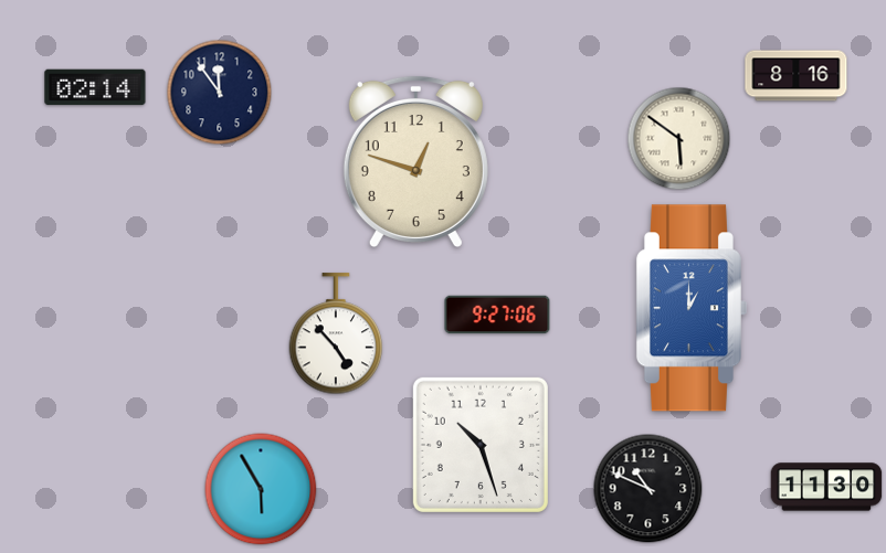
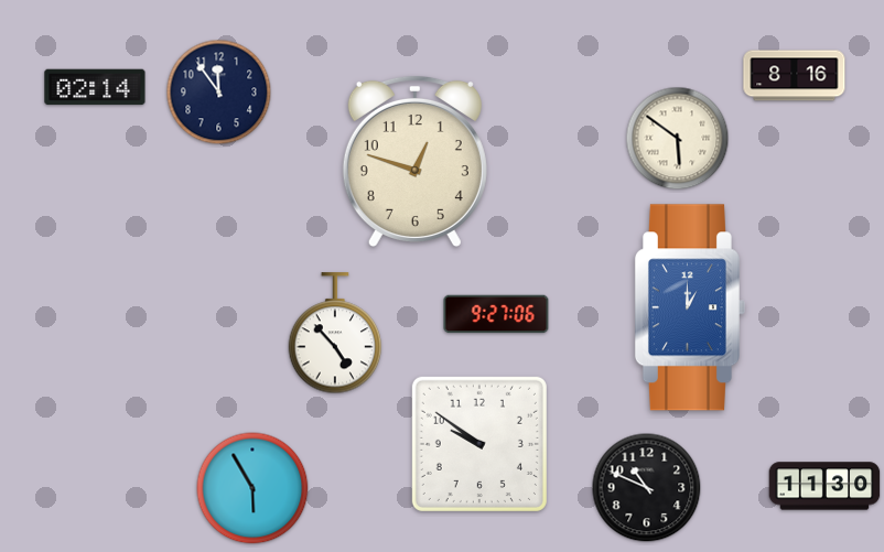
clock at (481, 445): 10:27 -> 9:51
clock at (261, 489) position: (261, 489) -> (252, 488)
